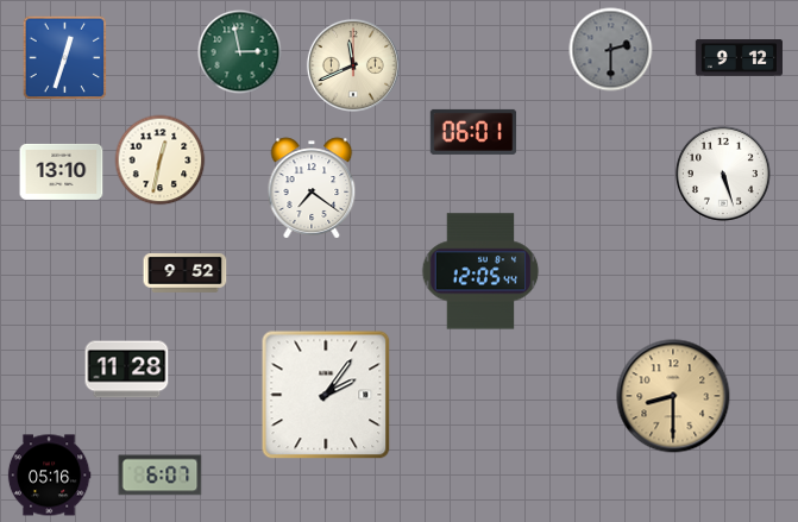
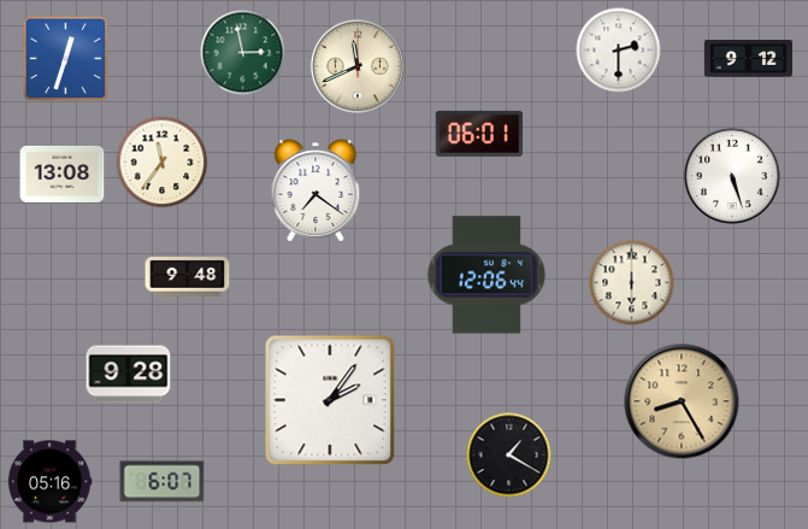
clock at (611, 50) dial: grey -> white
clock at (161, 161): 12:32 -> 11:36
clock at (62, 171): 13:10 -> 13:08
clock at (480, 271): 12:05 -> 12:06
clock at (186, 273): 9:52 -> 9:48
clock at (632, 283): none -> 6:00
clock at (127, 370): 11:28 -> 9:28
clock at (673, 396): 8:30 -> 8:25
clock at (509, 455): none -> 1:20
